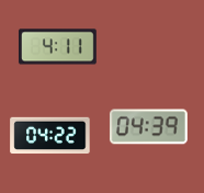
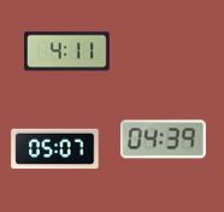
clock at (57, 47) position: (57, 47) -> (66, 52)
clock at (50, 136): 04:22 -> 05:07
